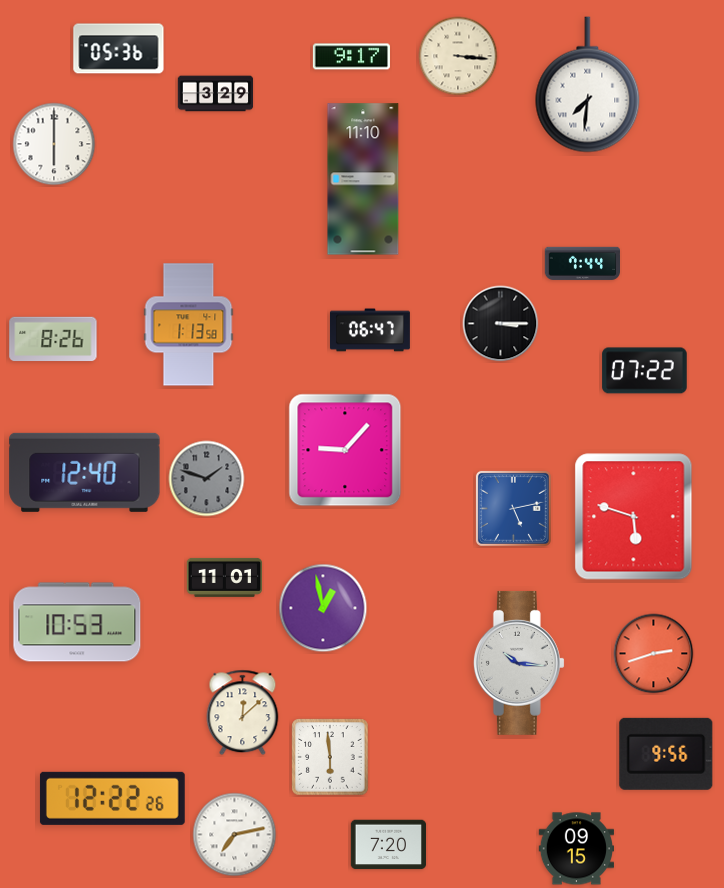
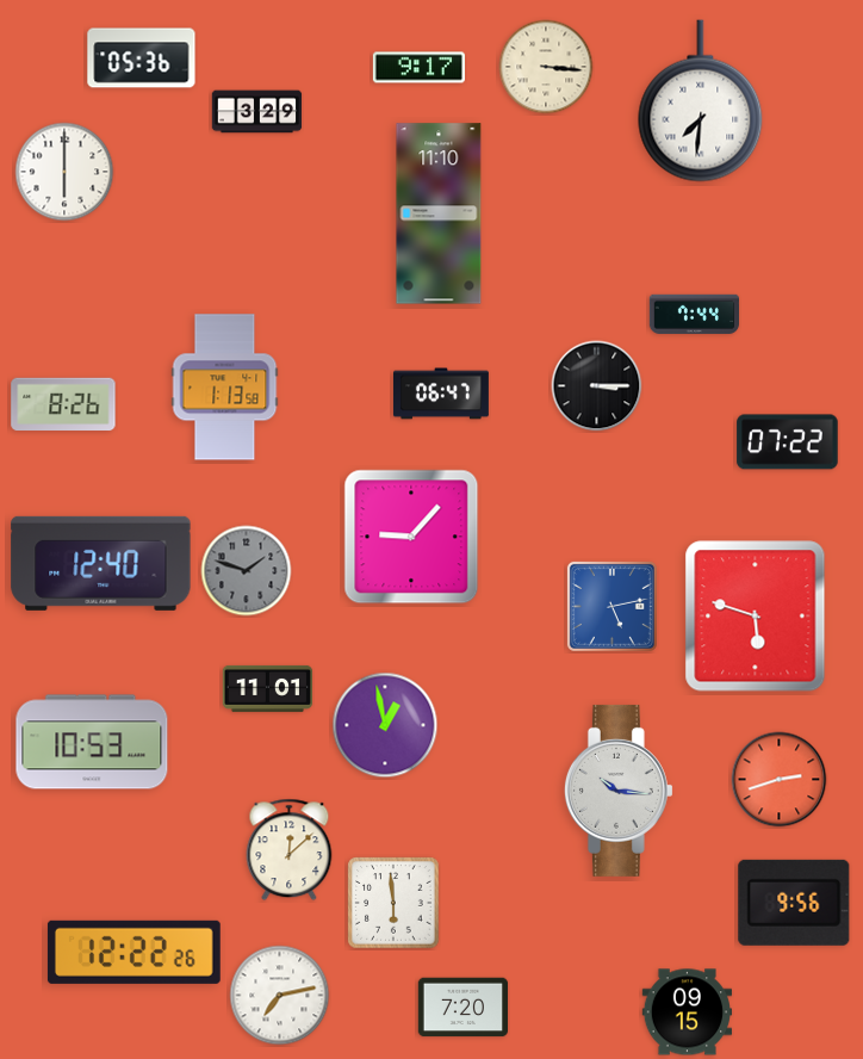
clock at (363, 179) position: (363, 179) -> (439, 213)
clock at (645, 371) position: (645, 371) -> (788, 442)
clock at (666, 754) position: (666, 754) -> (794, 903)
